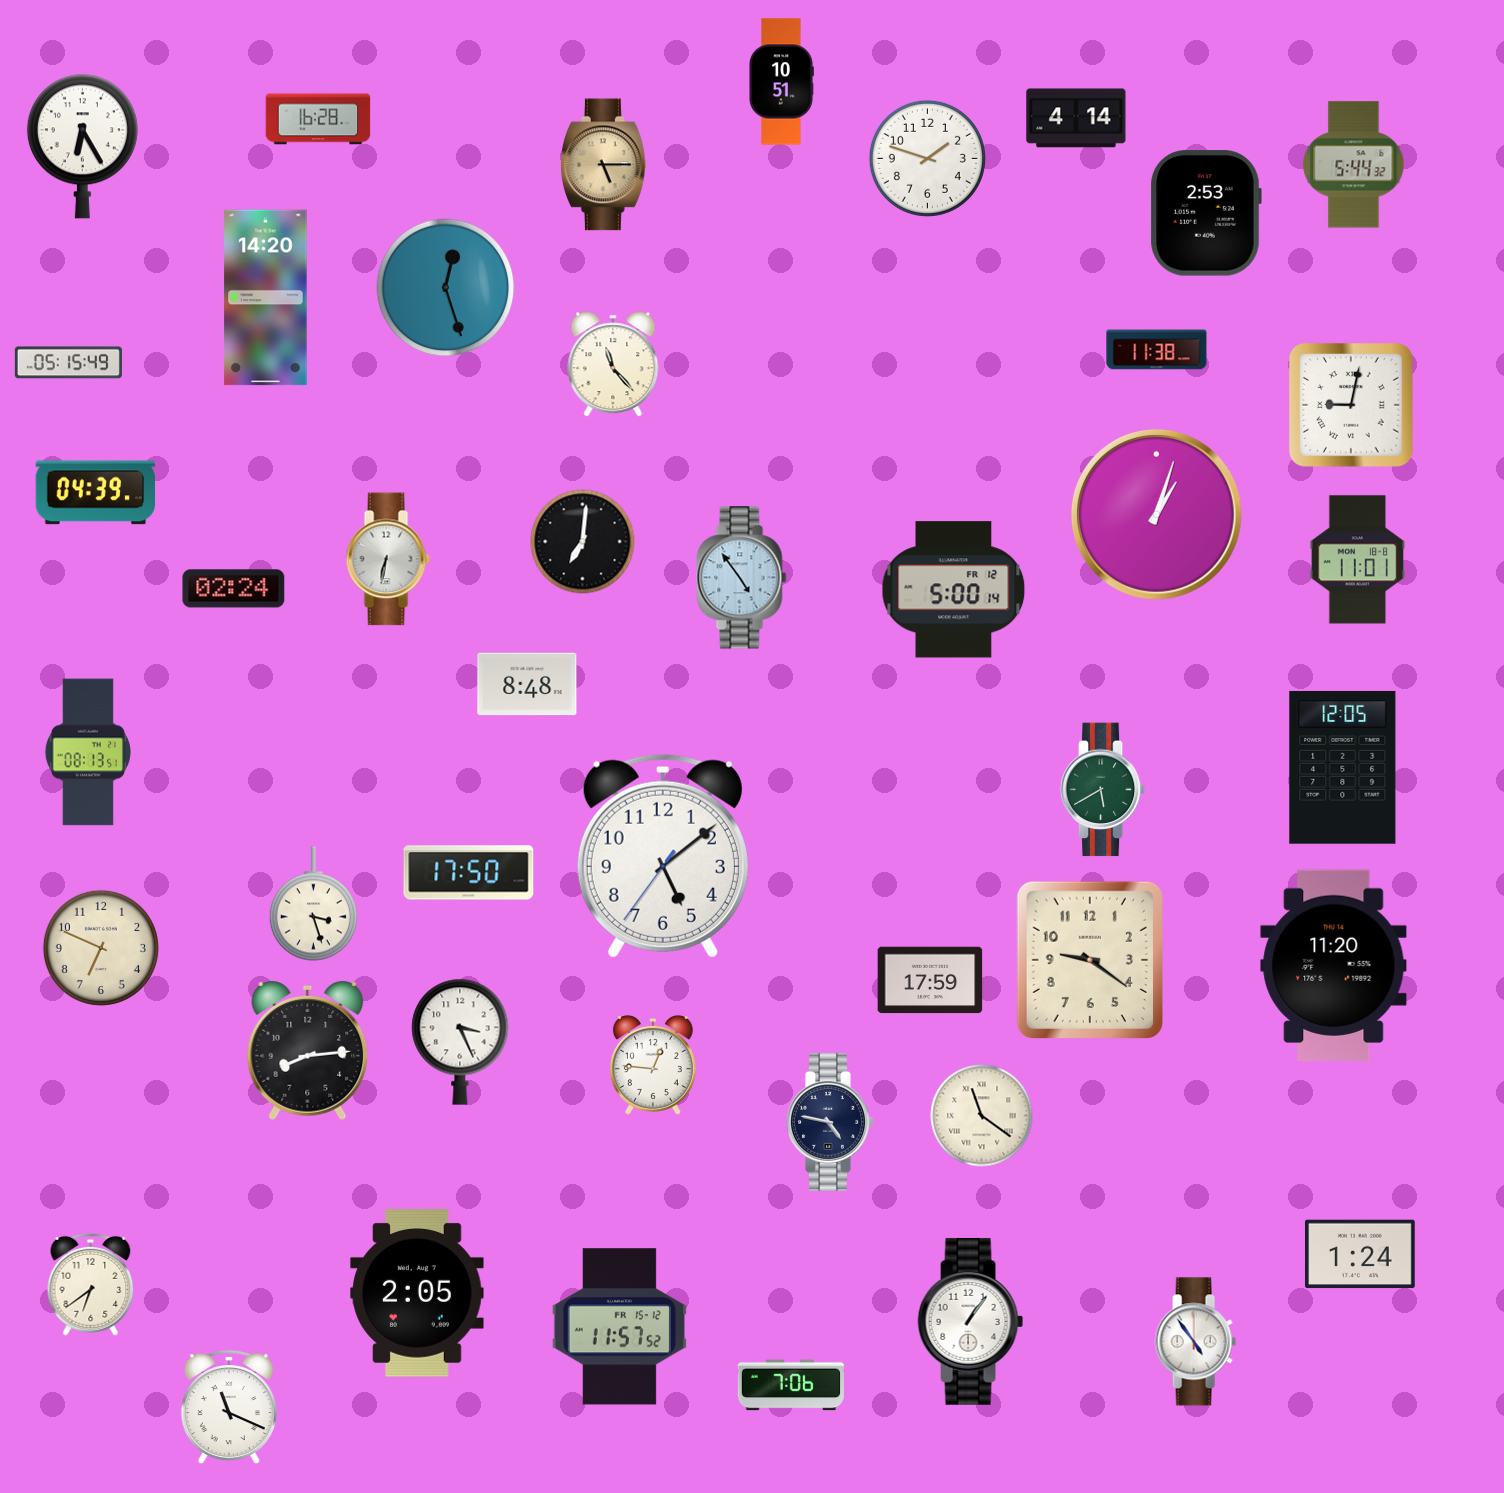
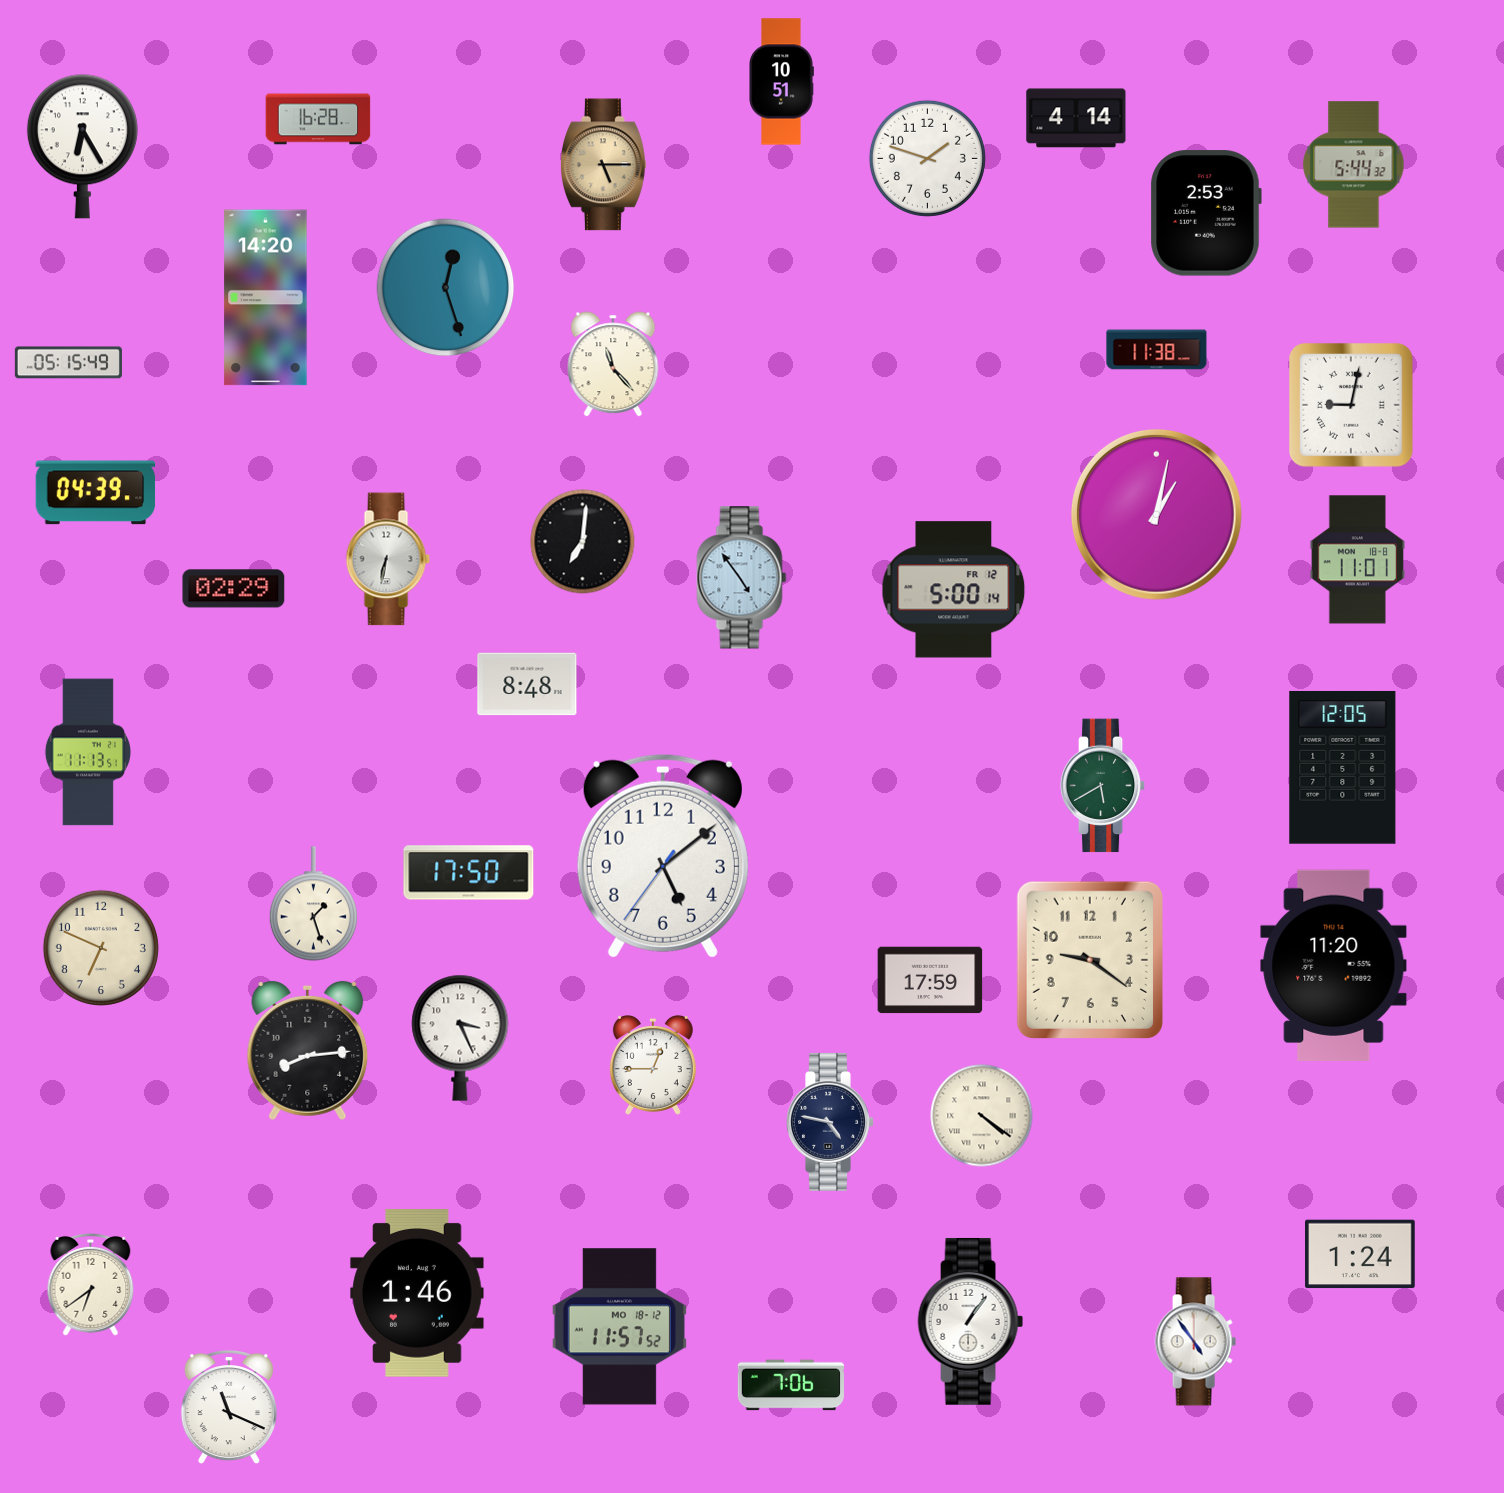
clock at (1156, 514): 1:03 -> 1:02
clock at (234, 589): 02:24 -> 02:29
clock at (88, 752): 08:13 -> 11:13
clock at (1103, 790) position: (1103, 790) -> (1103, 786)
clock at (313, 904): 3:27 -> 1:27
clock at (460, 1042) position: (460, 1042) -> (460, 1038)
clock at (653, 1066): 12:46 -> 12:45
clock at (982, 1116): 11:21 -> 4:21
clock at (417, 1293): 2:05 -> 1:46
clock at (619, 1327) date: FR 15-12 -> MO 18-12
